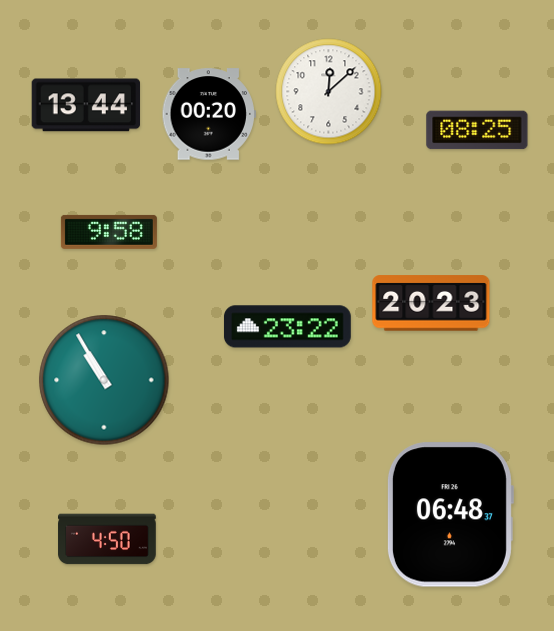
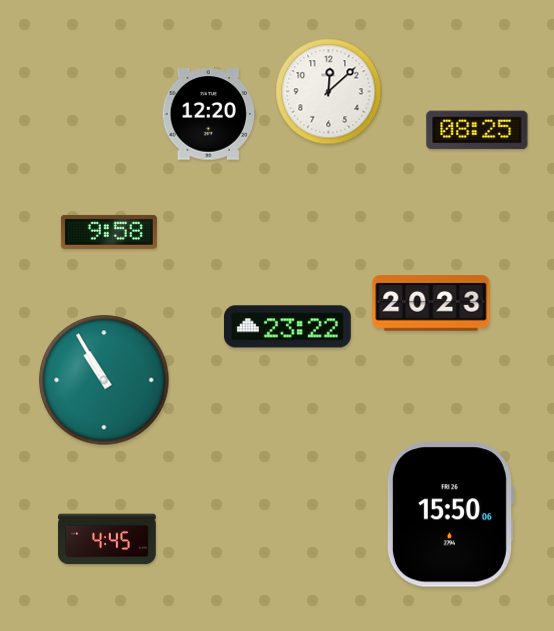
clock at (85, 105): 13:44 -> none
clock at (208, 114): 00:20 -> 12:20
clock at (450, 515): 06:48 -> 15:50
clock at (107, 539): 4:50 -> 4:45
